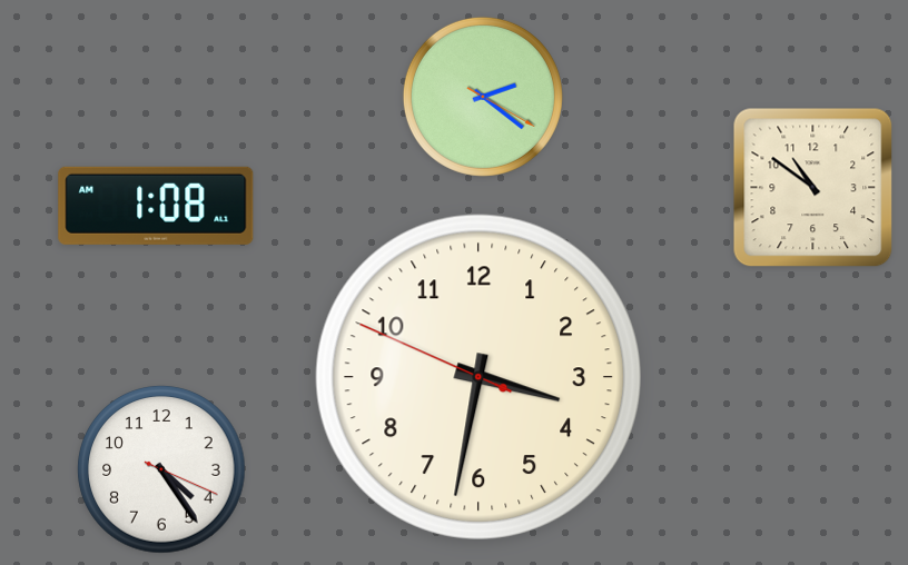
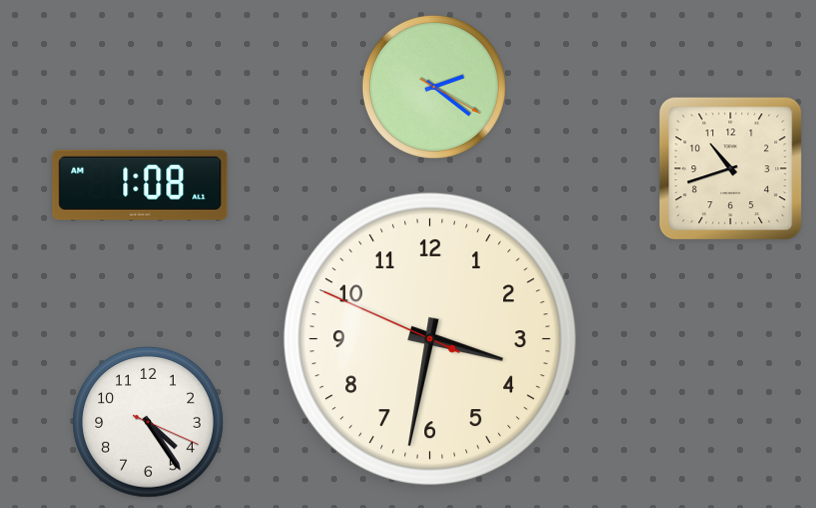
clock at (813, 188): 10:51 -> 10:42
clock at (161, 469) position: (161, 469) -> (148, 422)
